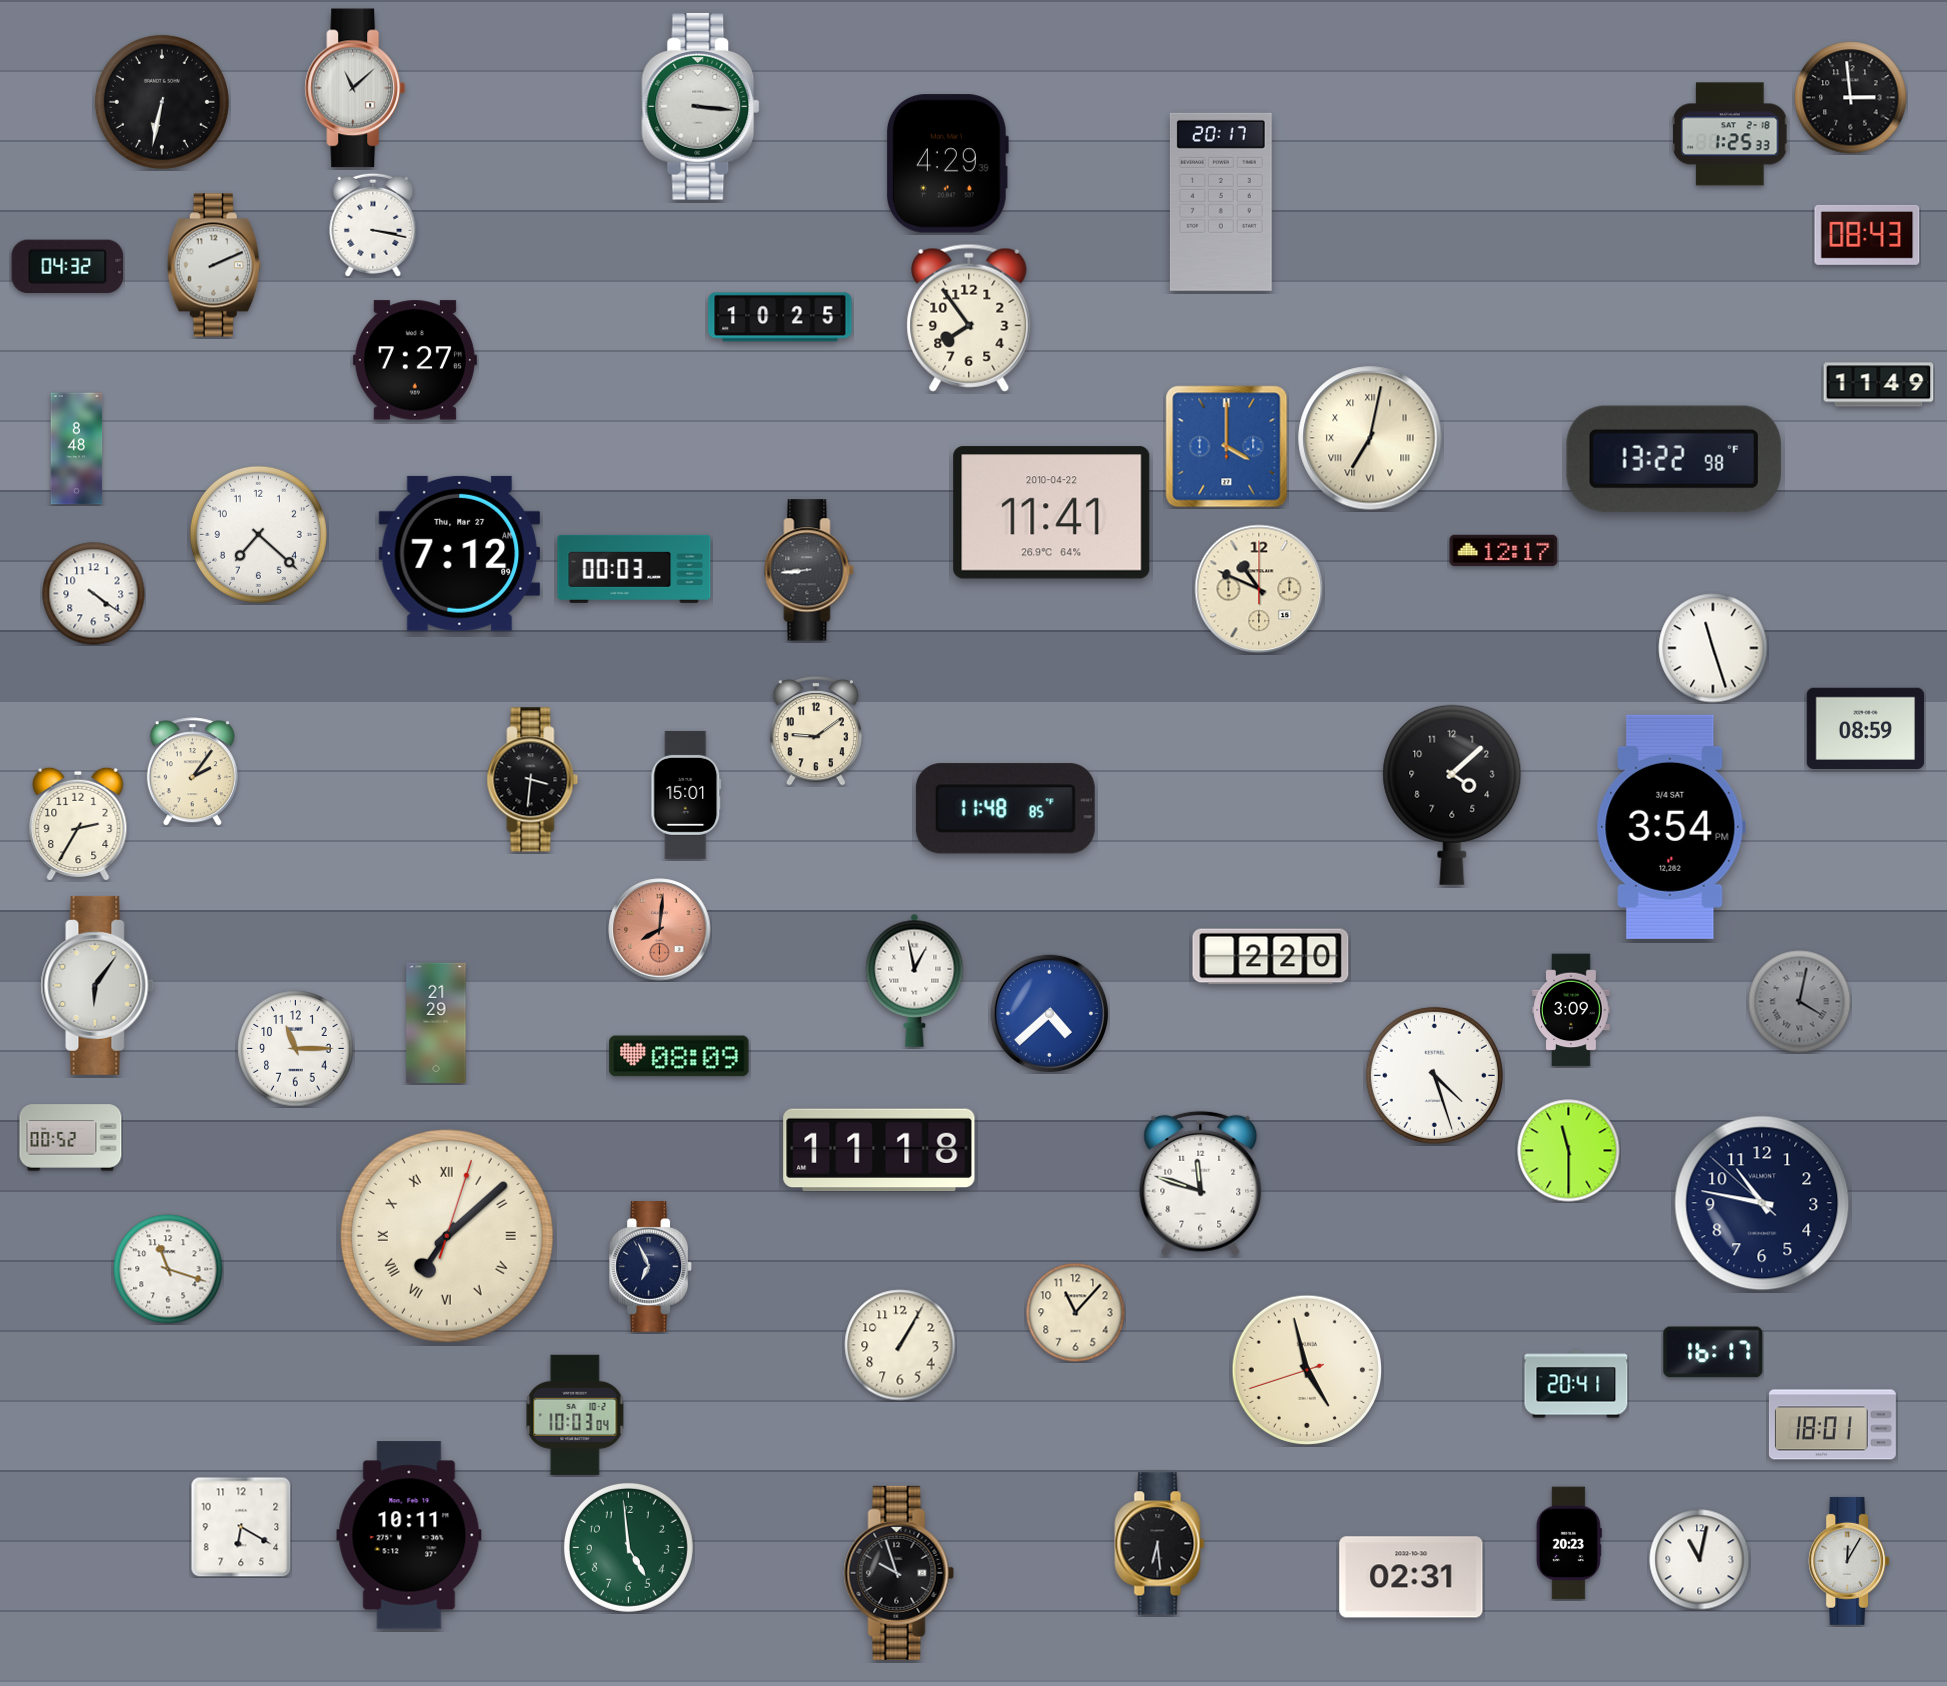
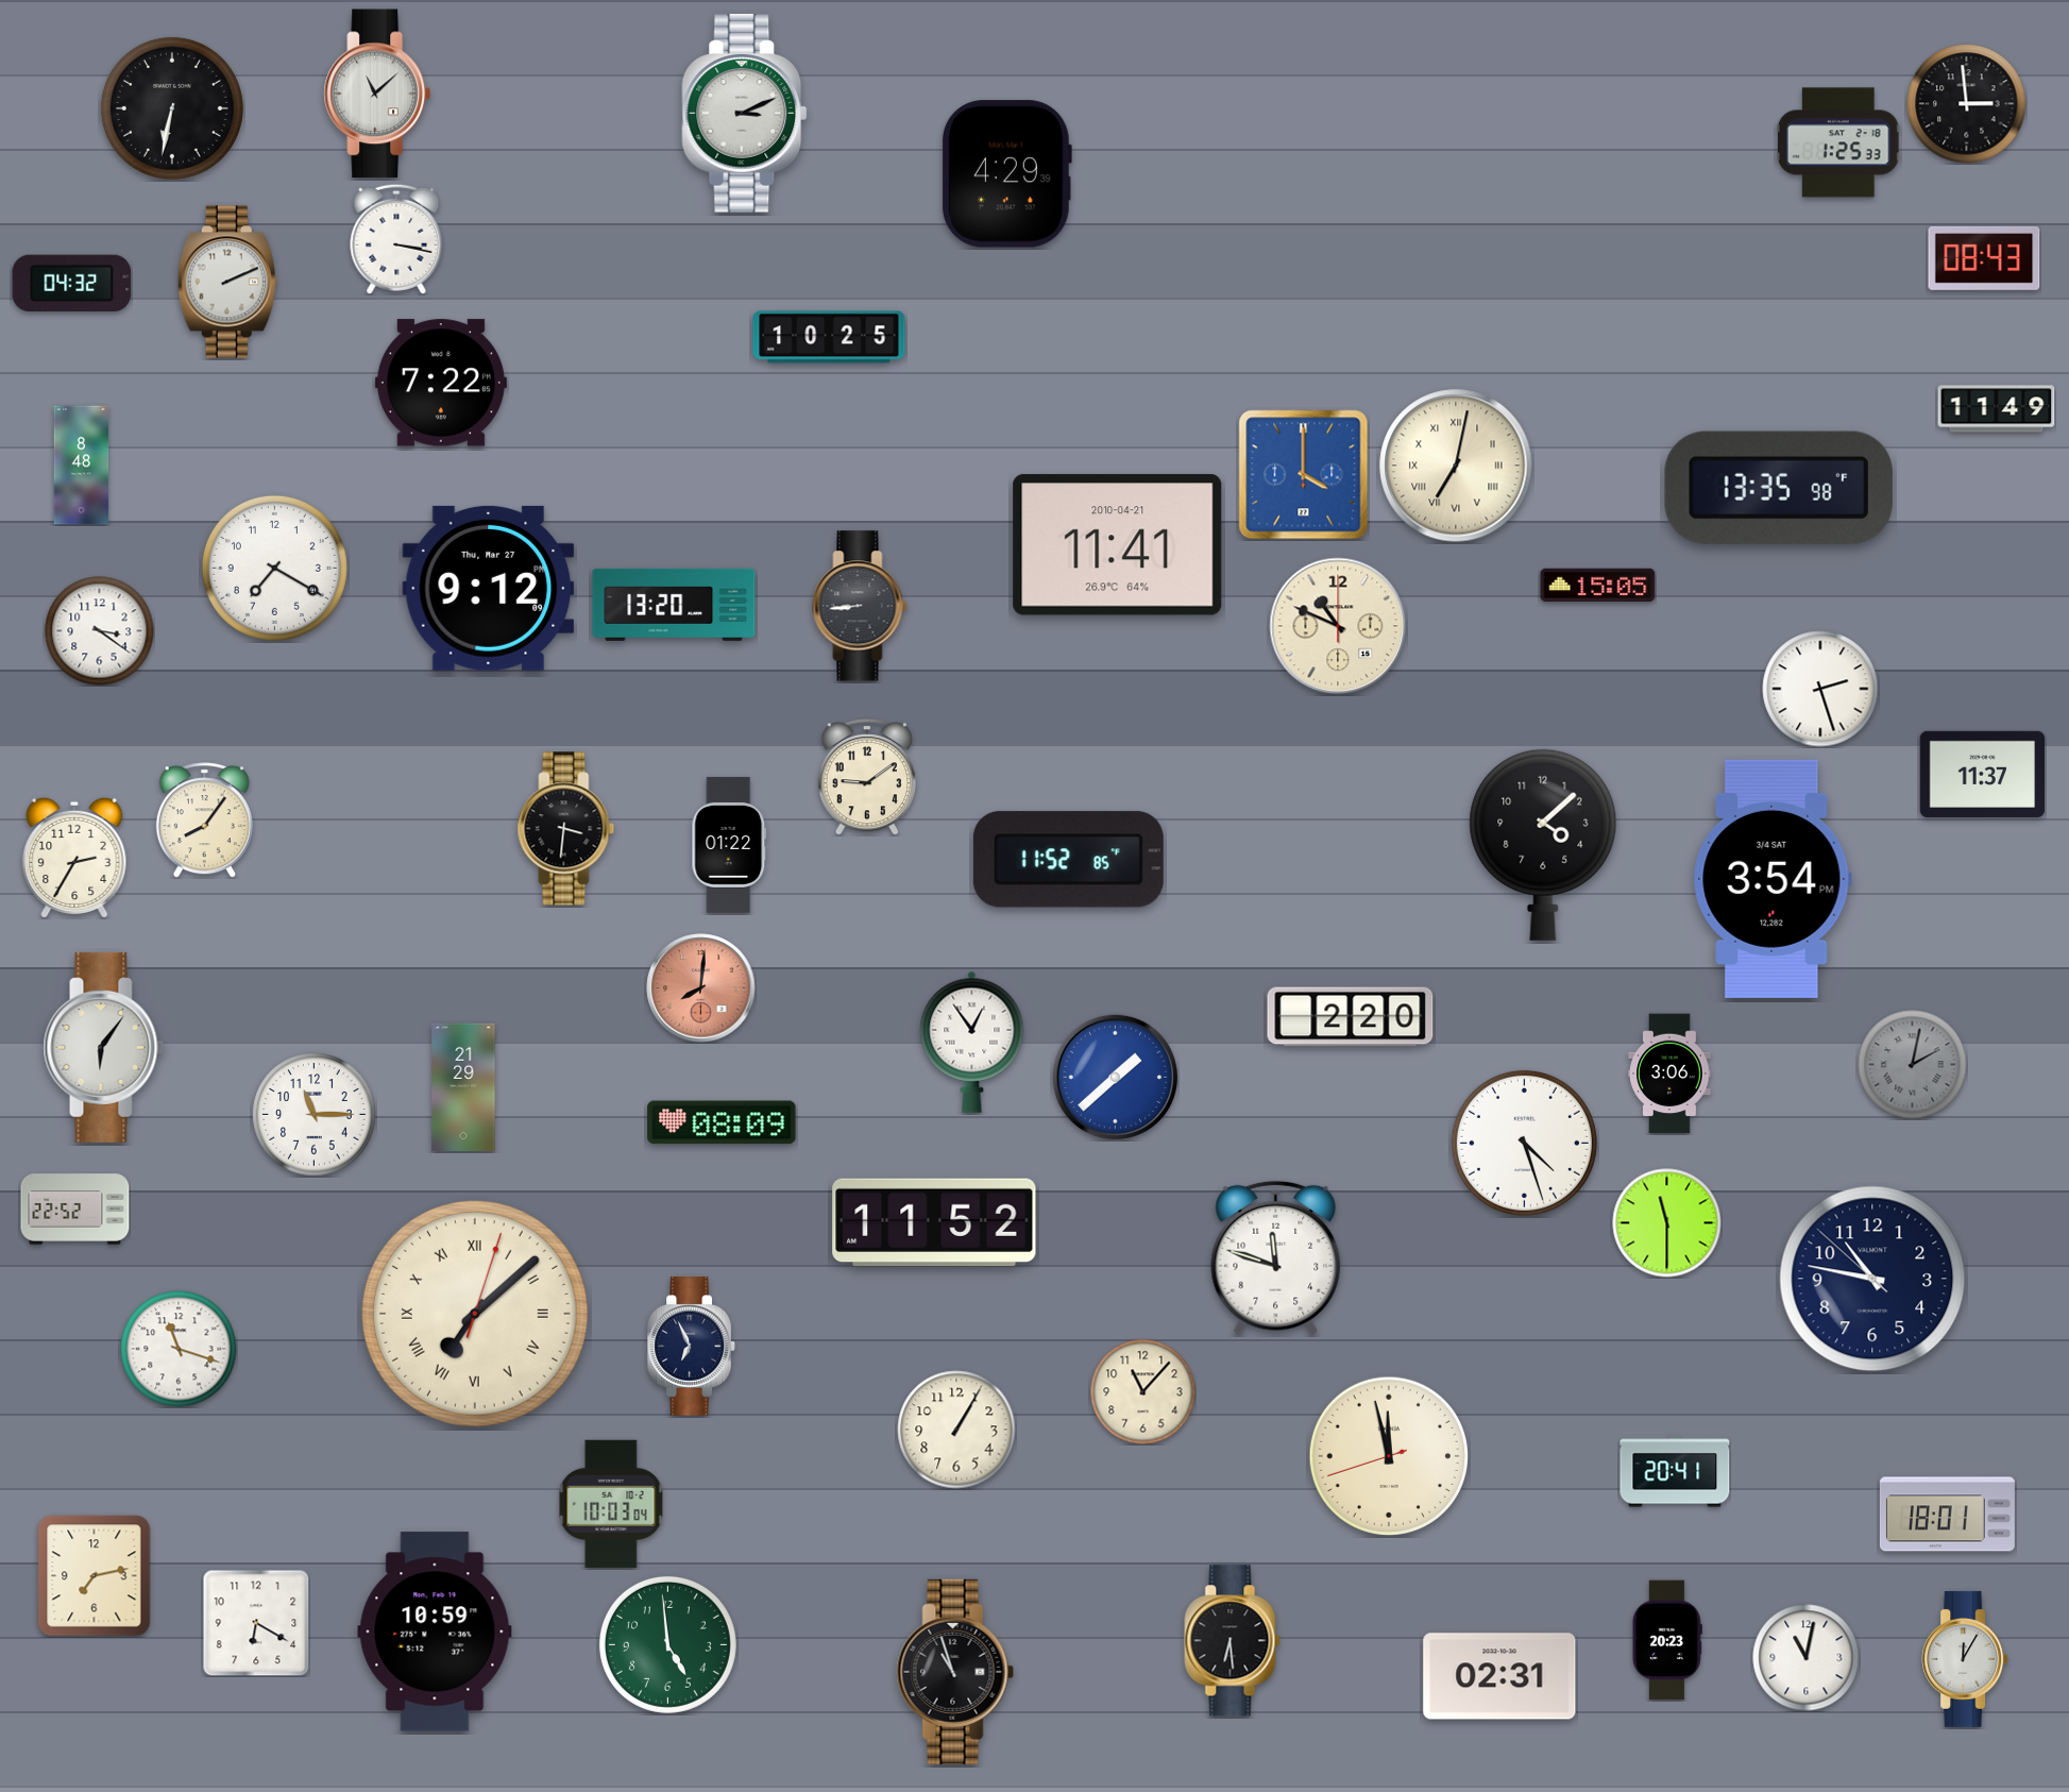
clock at (701, 107): 3:16 -> 3:11
clock at (1221, 202): 20:17 -> none
clock at (1867, 235) position: (1867, 235) -> (1984, 258)
clock at (969, 318): 7:54 -> none
clock at (415, 360): 7:27 -> 7:22
clock at (77, 449) position: (77, 449) -> (82, 466)
clock at (1674, 459): 13:22 -> 13:35
clock at (1052, 513) date: 2010-04-22 -> 2010-04-21
clock at (258, 534): 7:22 -> 7:20
clock at (1504, 551): 12:17 -> 15:05
clock at (460, 553): 7:12 -> 9:12
clock at (634, 569): 00:03 -> 13:20
clock at (94, 594): 4:21 -> 3:21
clock at (1713, 648): 11:27 -> 2:27
clock at (1866, 728): 08:59 -> 11:37
clock at (192, 772): 2:06 -> 8:06
clock at (686, 795): 15:01 -> 01:22
clock at (1005, 809): 11:48 -> 11:52
clock at (78, 824) position: (78, 824) -> (74, 858)
clock at (1671, 827) position: (1671, 827) -> (1773, 879)
clock at (915, 980): 12:58 -> 12:54
clock at (1800, 1002): 4:02 -> 2:02
clock at (1571, 1010): 3:09 -> 3:06
clock at (1049, 1013): 4:38 -> 1:38
clock at (71, 1138): 00:52 -> 22:52
clock at (879, 1150): 11:18 -> 11:52
clock at (1076, 1313) position: (1076, 1313) -> (1143, 1392)
clock at (1713, 1352): 16:17 -> none
clock at (1306, 1369): 4:57 -> 11:57
clock at (95, 1576): none -> 7:13
clock at (409, 1535): 10:11 -> 10:59
clock at (899, 1573): 9:57 -> 10:57
